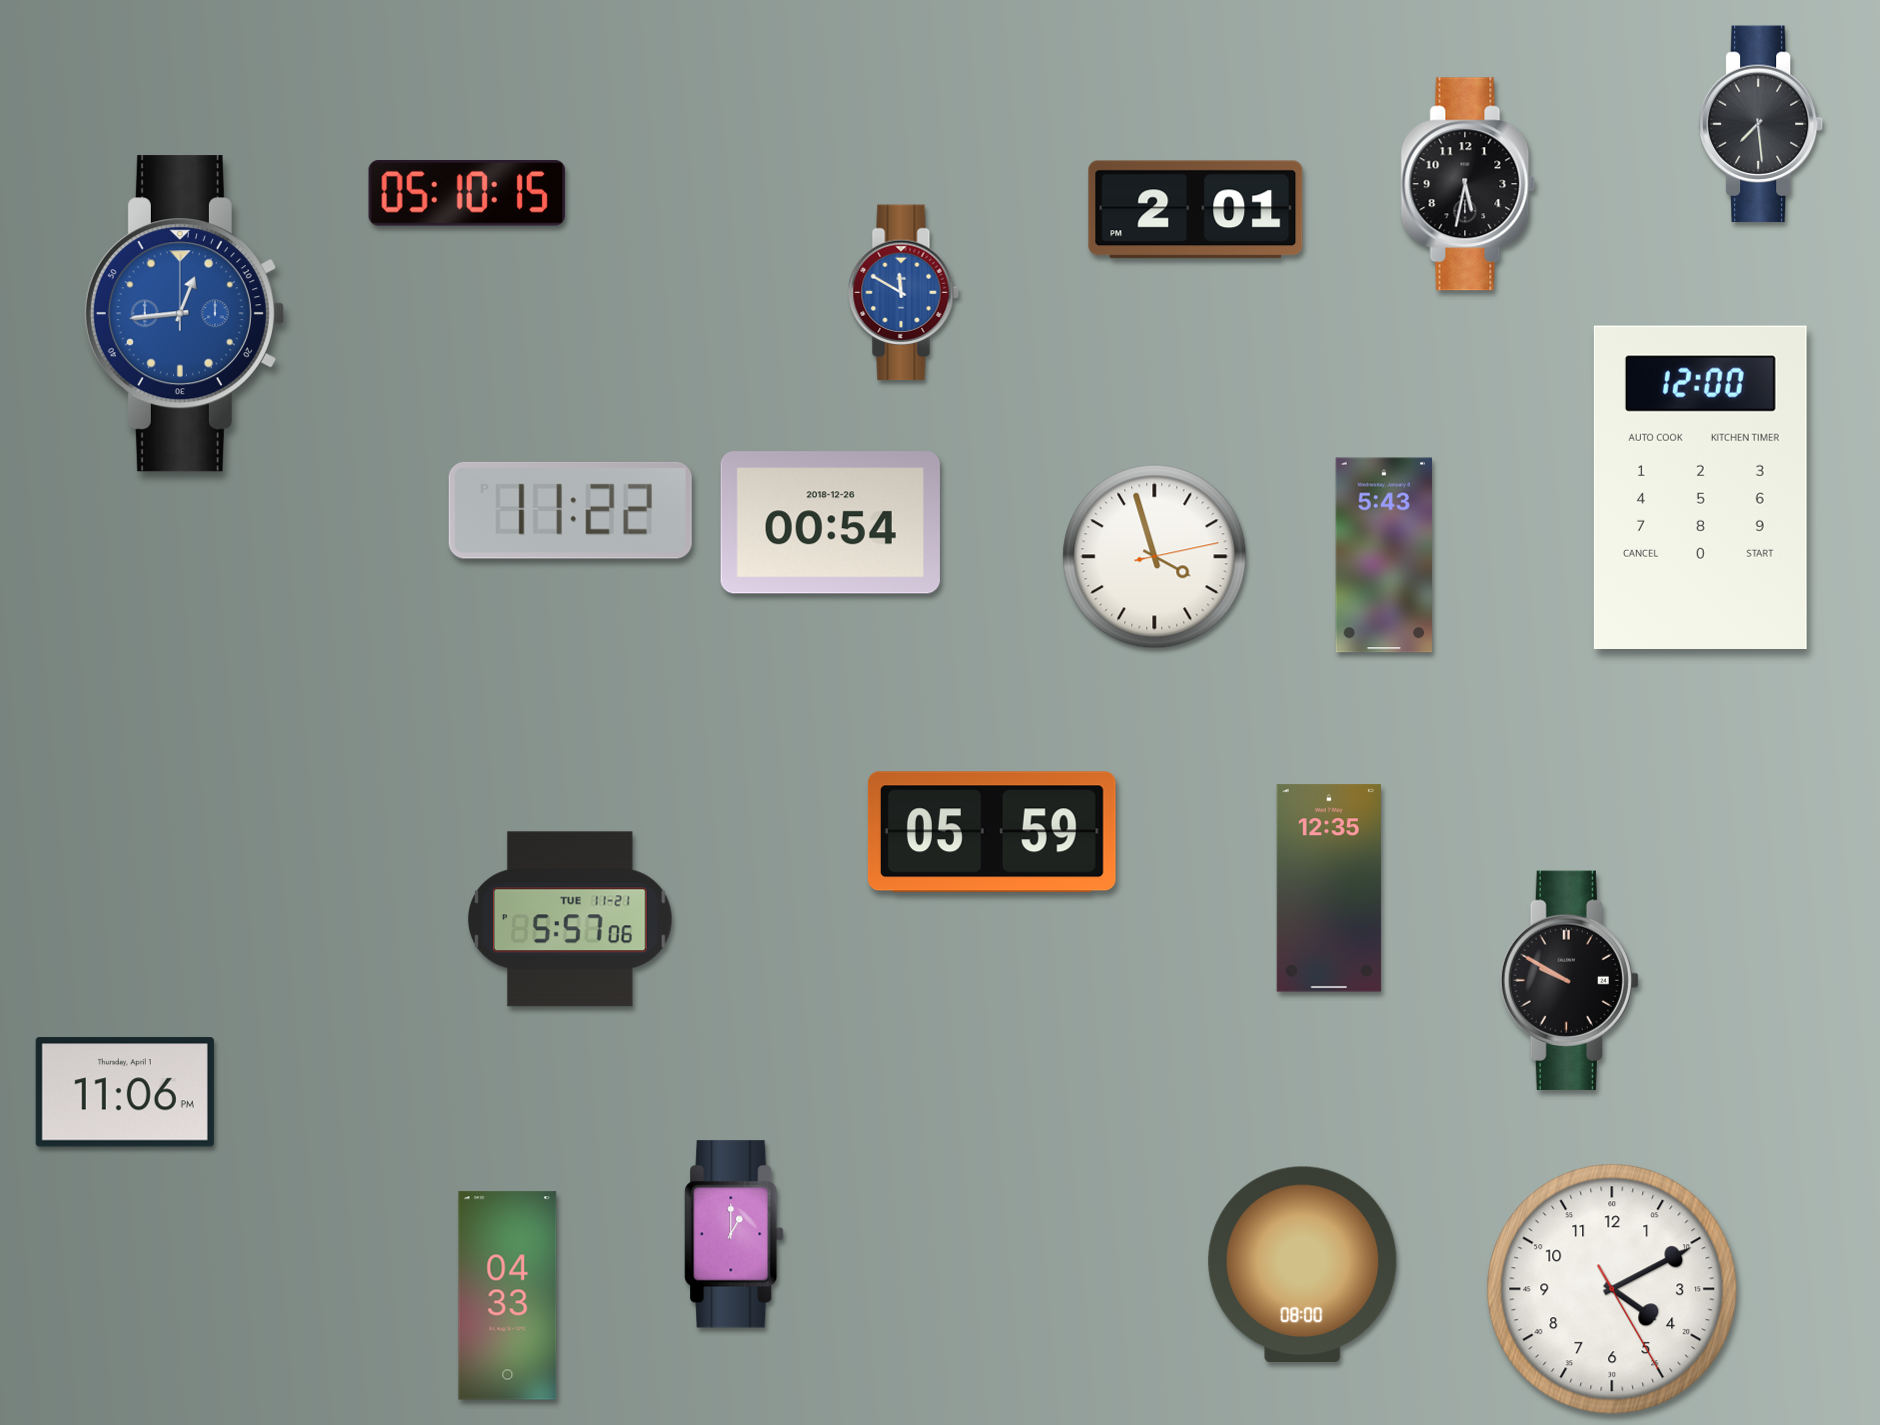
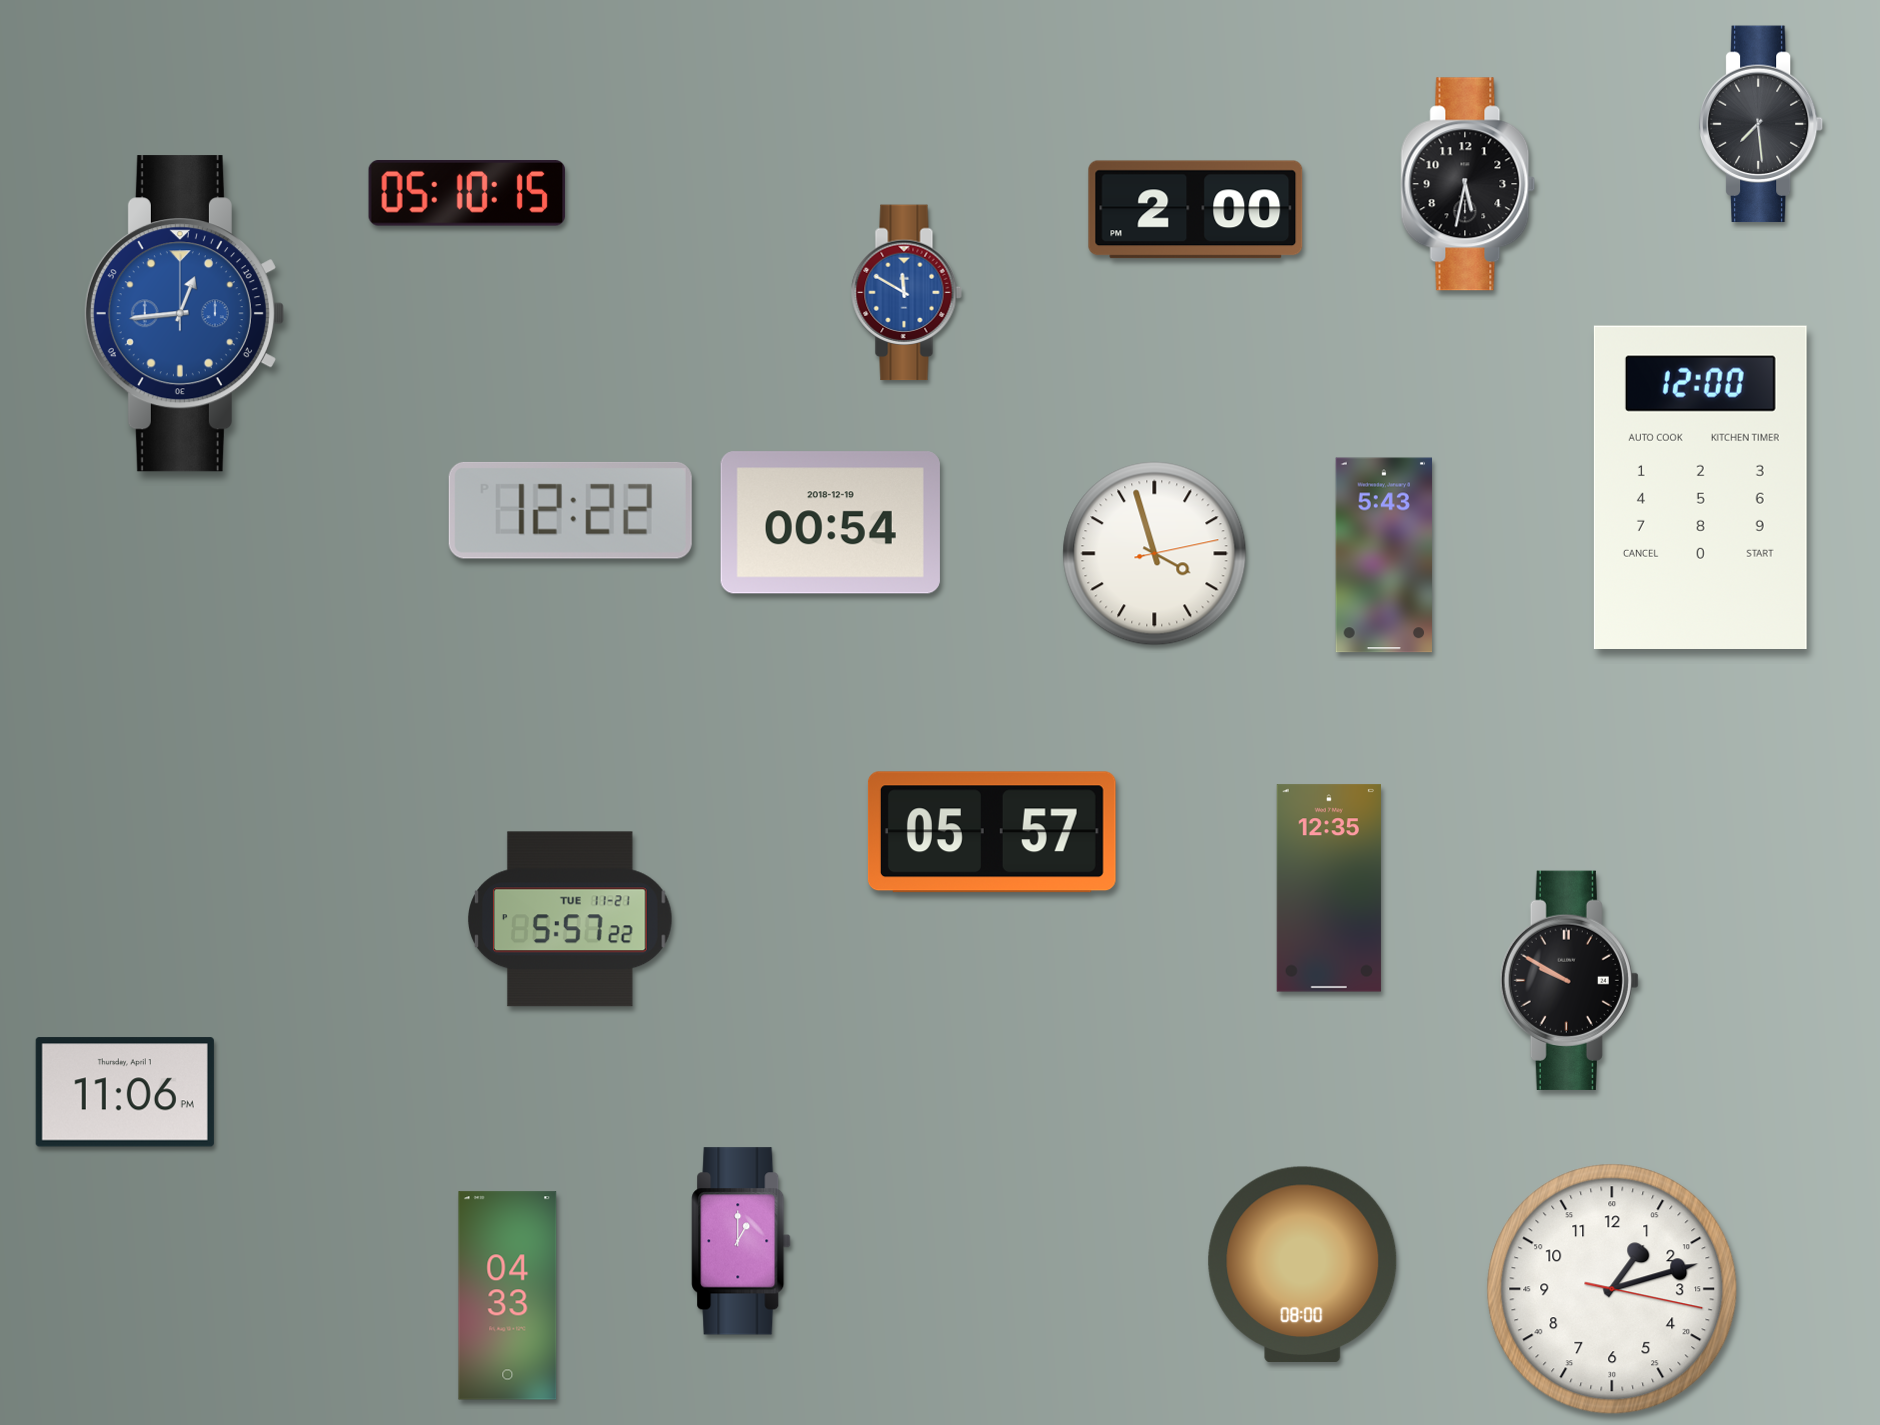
clock at (1196, 210): 2:01 -> 2:00
clock at (903, 293) position: (903, 293) -> (906, 293)
clock at (570, 510): 11:22 -> 12:22
clock at (830, 523) date: 2018-12-26 -> 2018-12-19
clock at (1155, 557) position: (1155, 557) -> (1155, 554)
clock at (992, 832): 05:59 -> 05:57
clock at (571, 919): 5:57:06 -> 5:57:22
clock at (734, 1234) position: (734, 1234) -> (741, 1241)
clock at (1612, 1289): 4:10 -> 1:12
